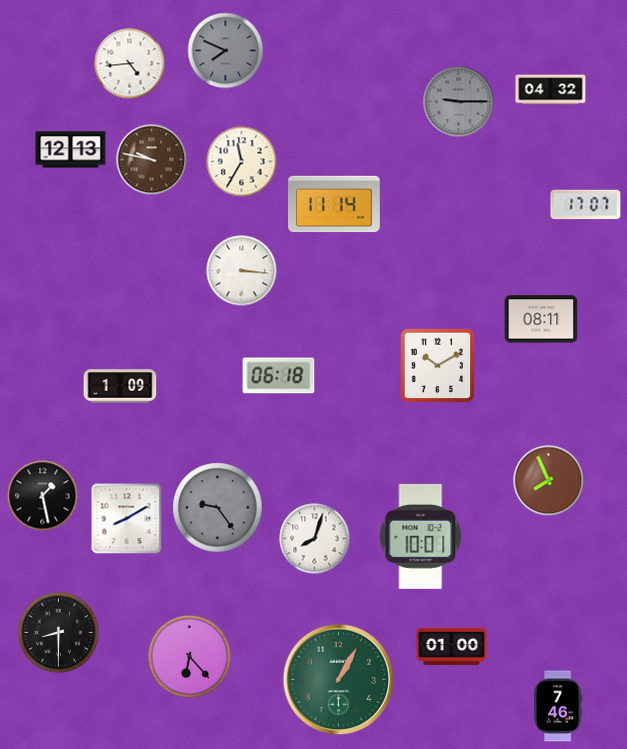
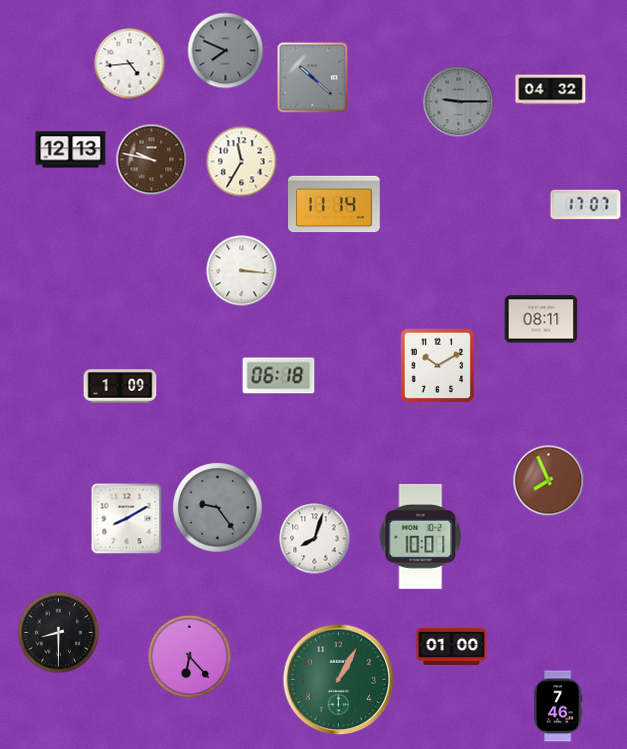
clock at (313, 78): none -> 10:22
clock at (43, 496): 1:28 -> none
